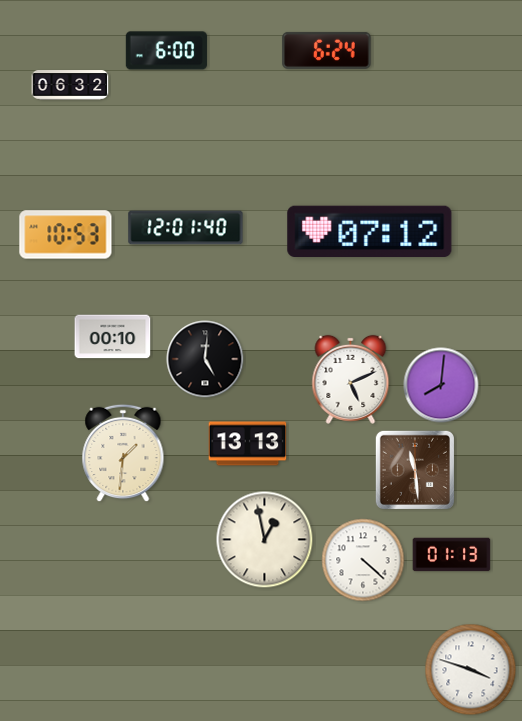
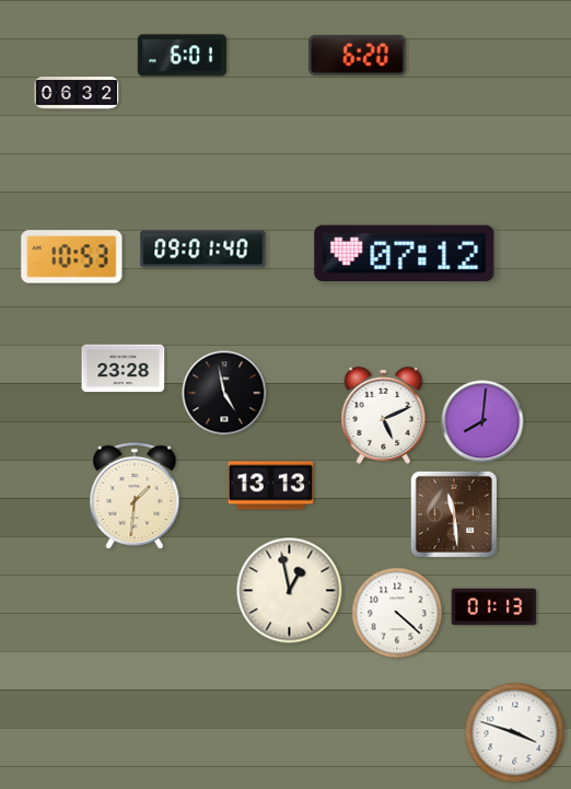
clock at (327, 50): 6:24 -> 6:20
clock at (166, 51): 6:00 -> 6:01
clock at (186, 228): 12:01 -> 09:01
clock at (113, 337): 00:10 -> 23:28
clock at (205, 359): 5:01 -> 4:58
